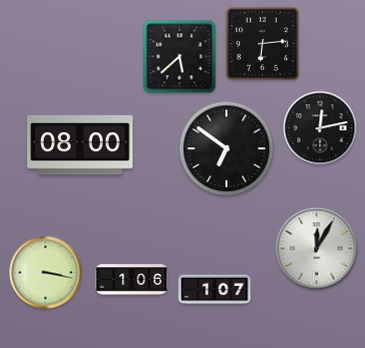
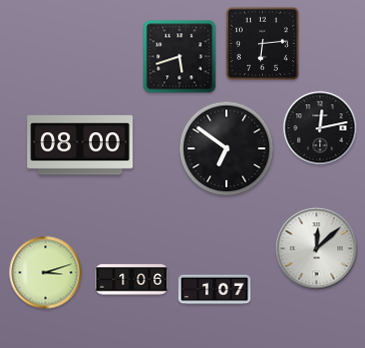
clock at (180, 57): 5:38 -> 5:42
clock at (317, 249): 12:05 -> 12:08
clock at (46, 273): 3:17 -> 3:12
